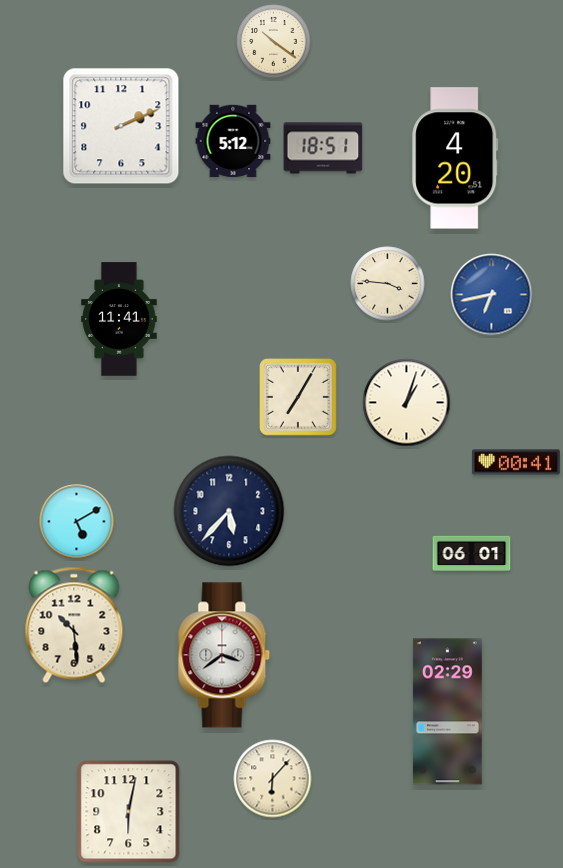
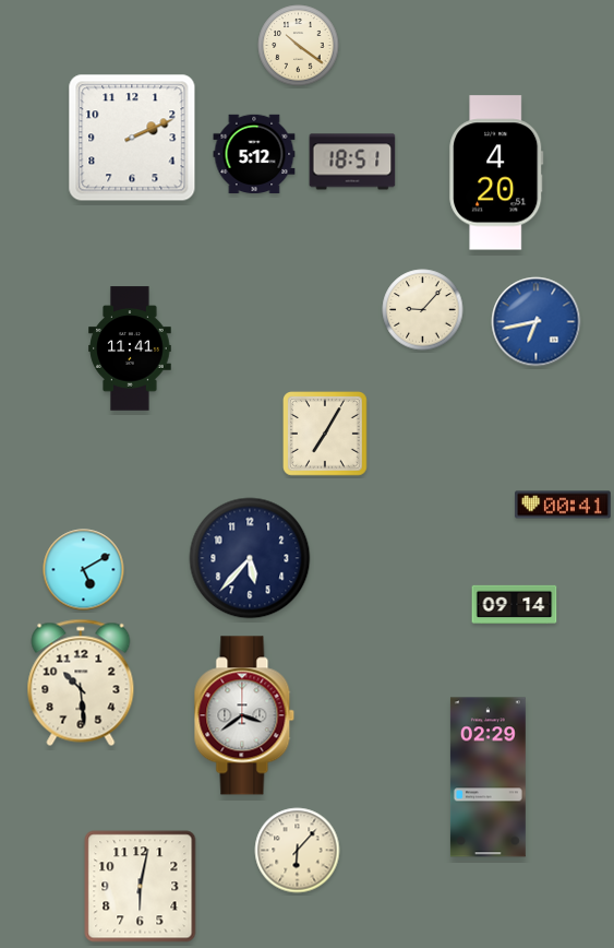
clock at (388, 284): 3:46 -> 9:07
clock at (407, 403): 1:03 -> none
clock at (472, 554): 06:01 -> 09:14
